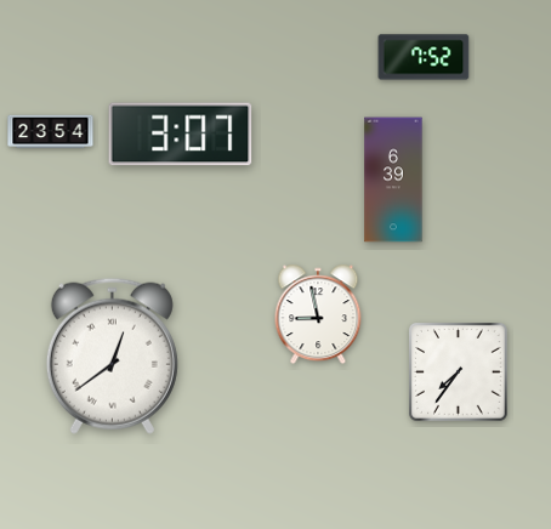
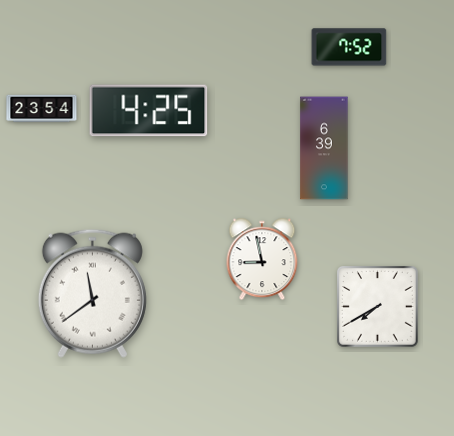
clock at (181, 135): 3:07 -> 4:25
clock at (112, 355): 12:39 -> 11:39
clock at (459, 372): 7:36 -> 7:40
